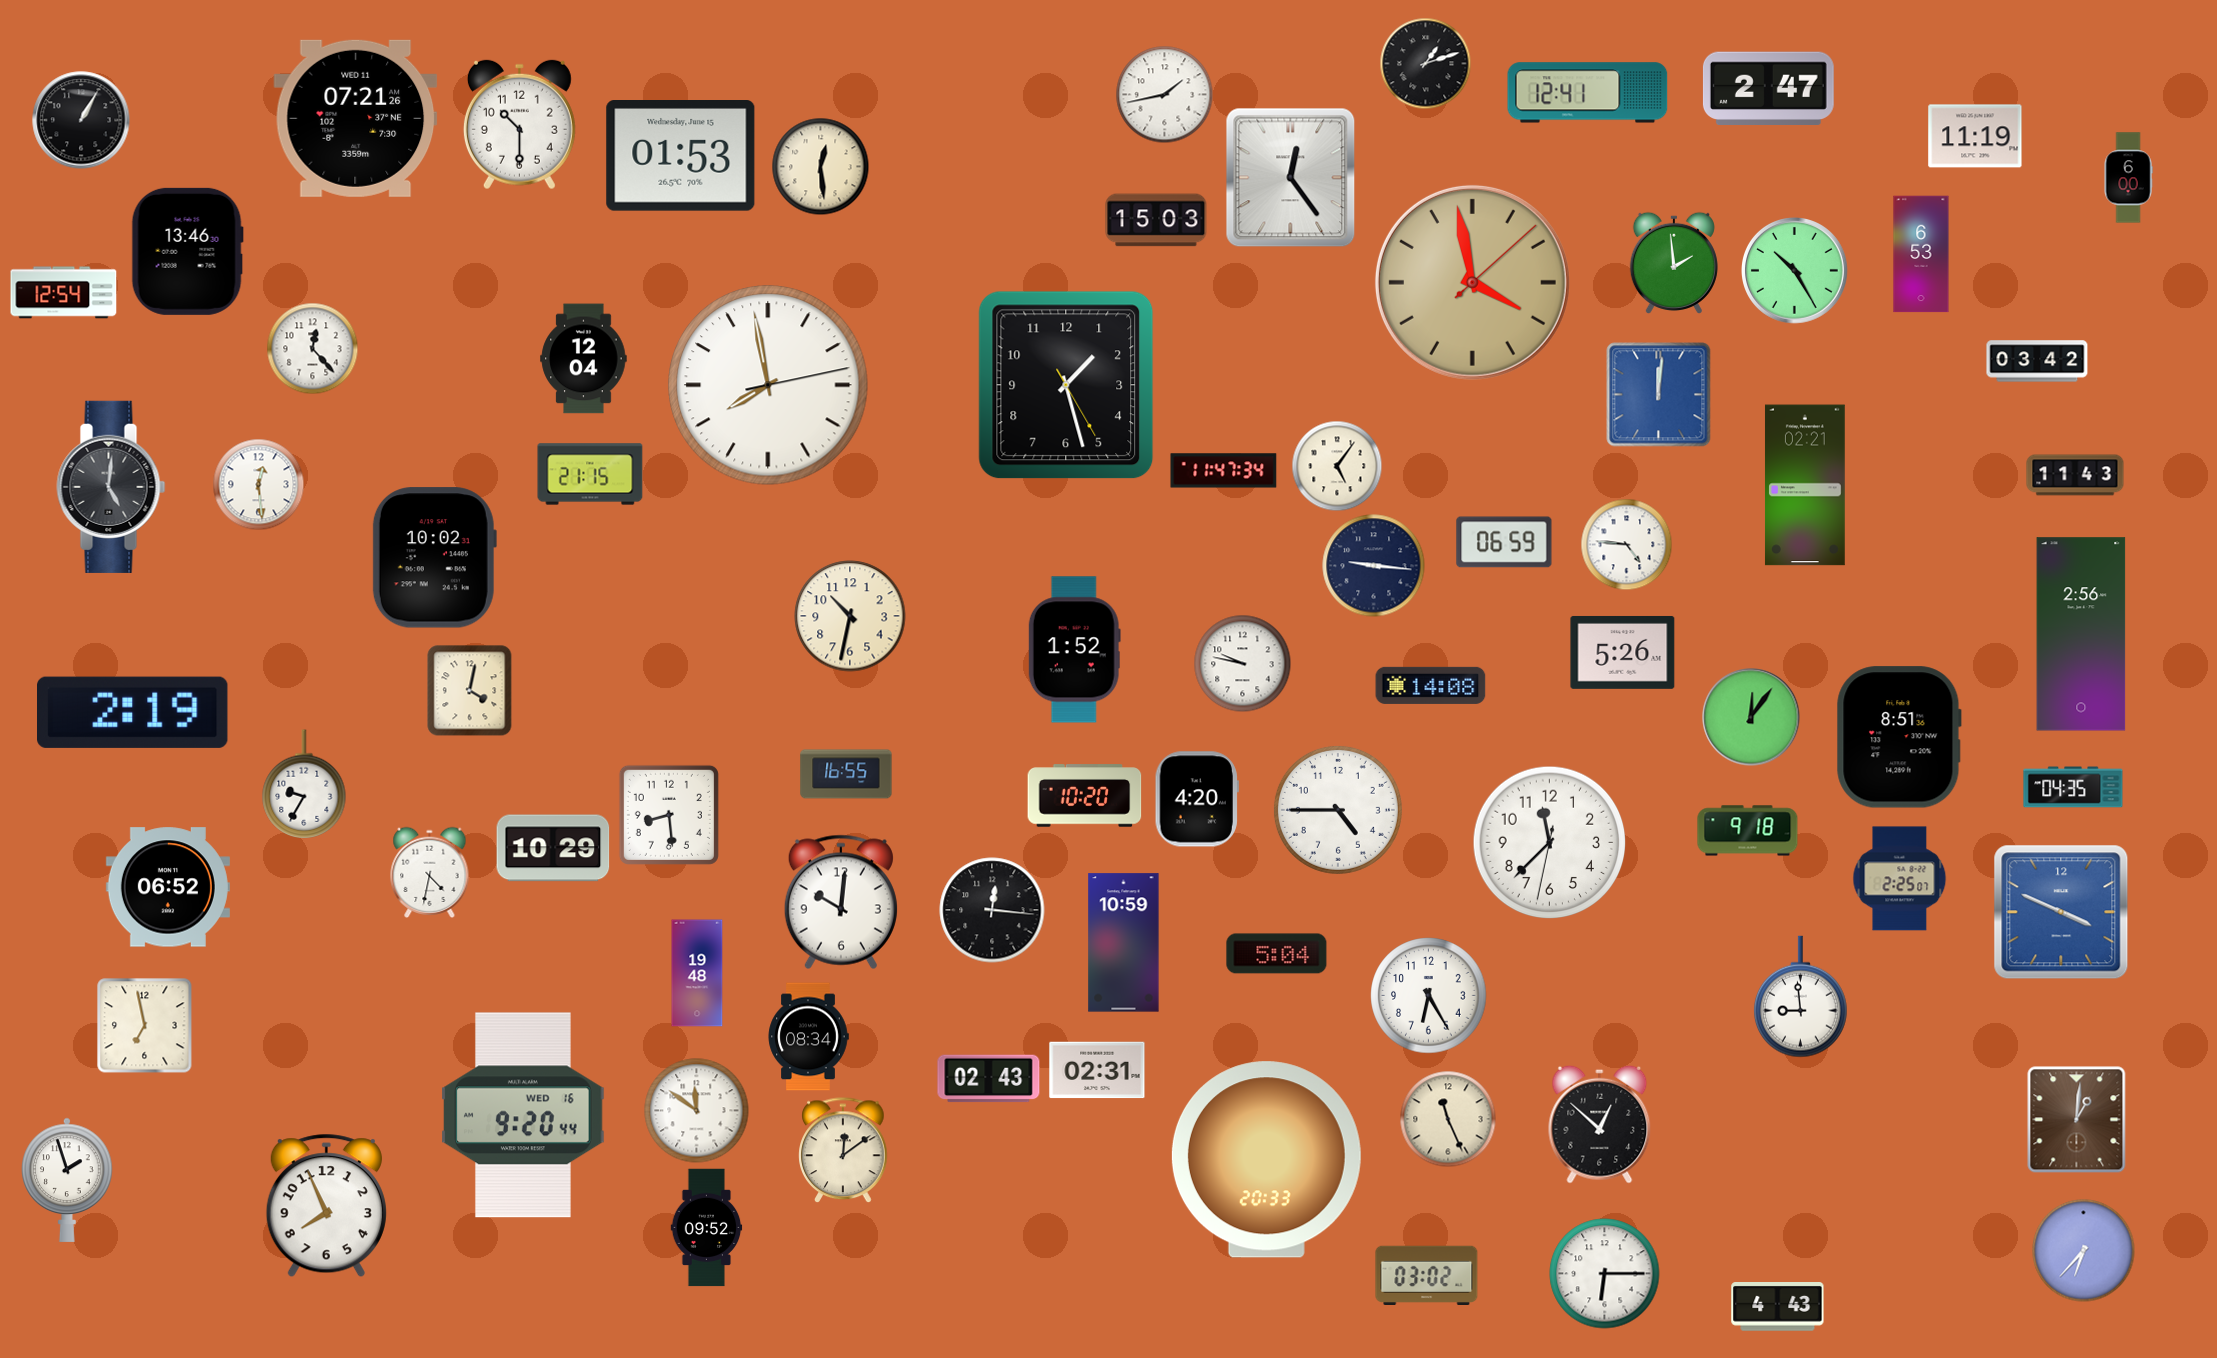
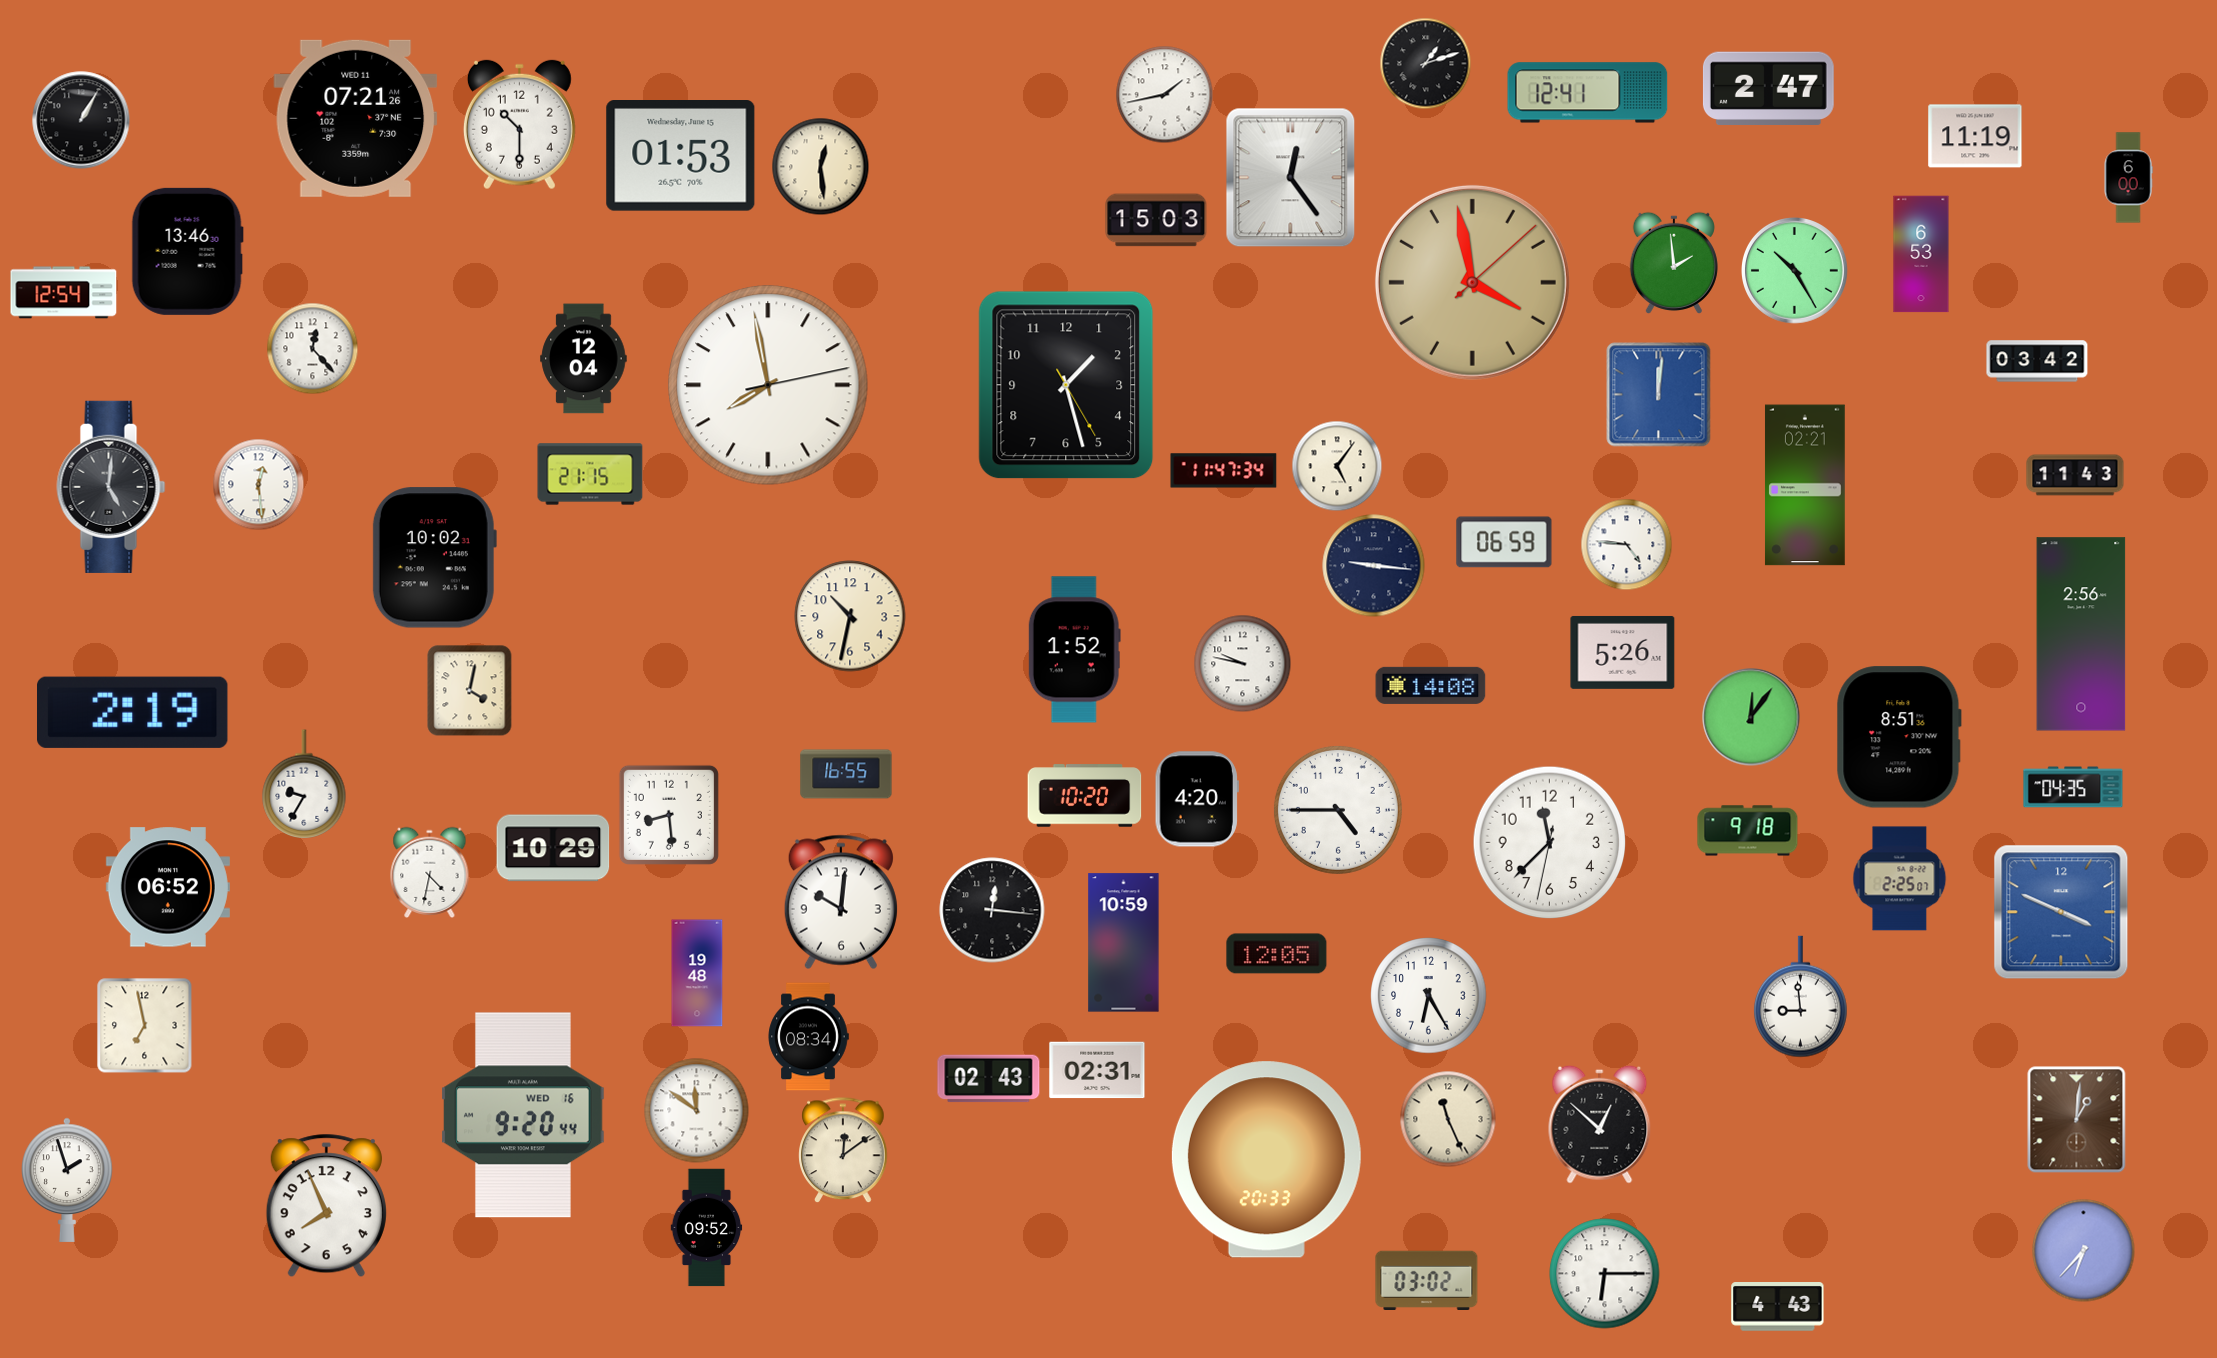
clock at (1277, 954): 5:04 -> 12:05
clock at (1427, 1275) position: (1427, 1275) -> (1427, 1280)
